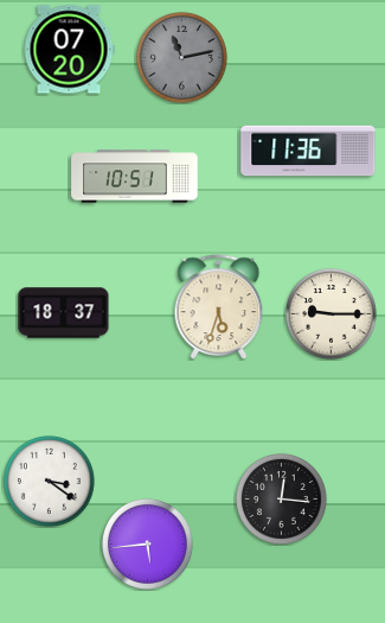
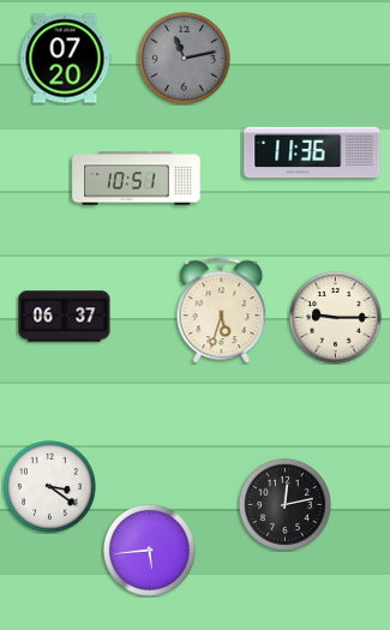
clock at (69, 50) position: (69, 50) -> (65, 59)
clock at (64, 313): 18:37 -> 06:37
clock at (281, 498): 12:16 -> 12:13
